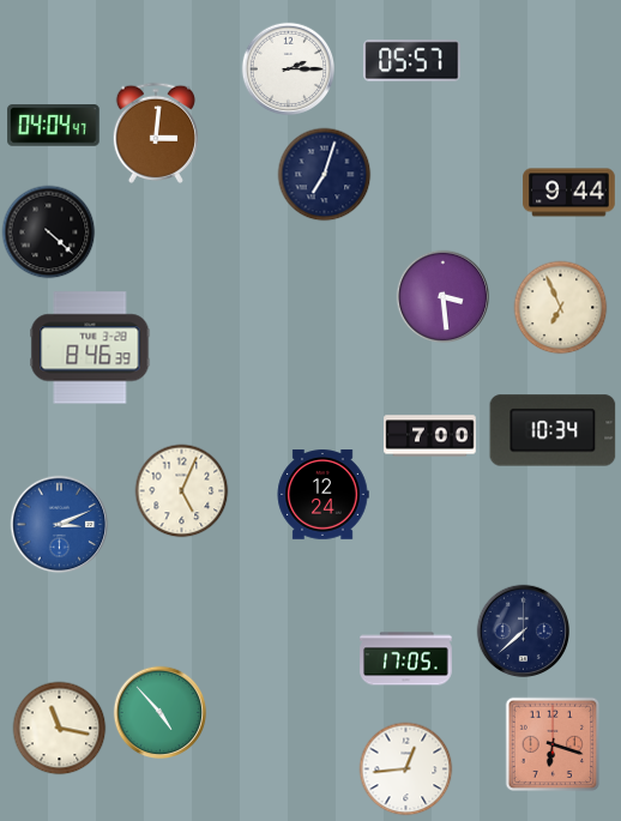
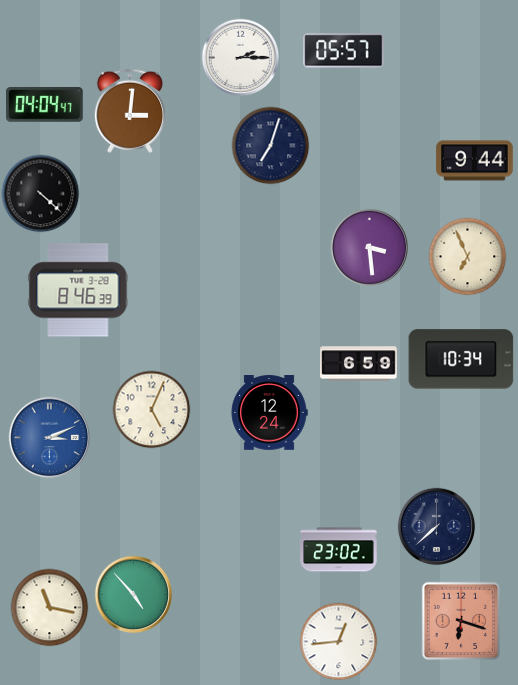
clock at (90, 348) position: (90, 348) -> (78, 290)
clock at (430, 436): 7:00 -> 6:59
clock at (406, 659): 17:05 -> 23:02
